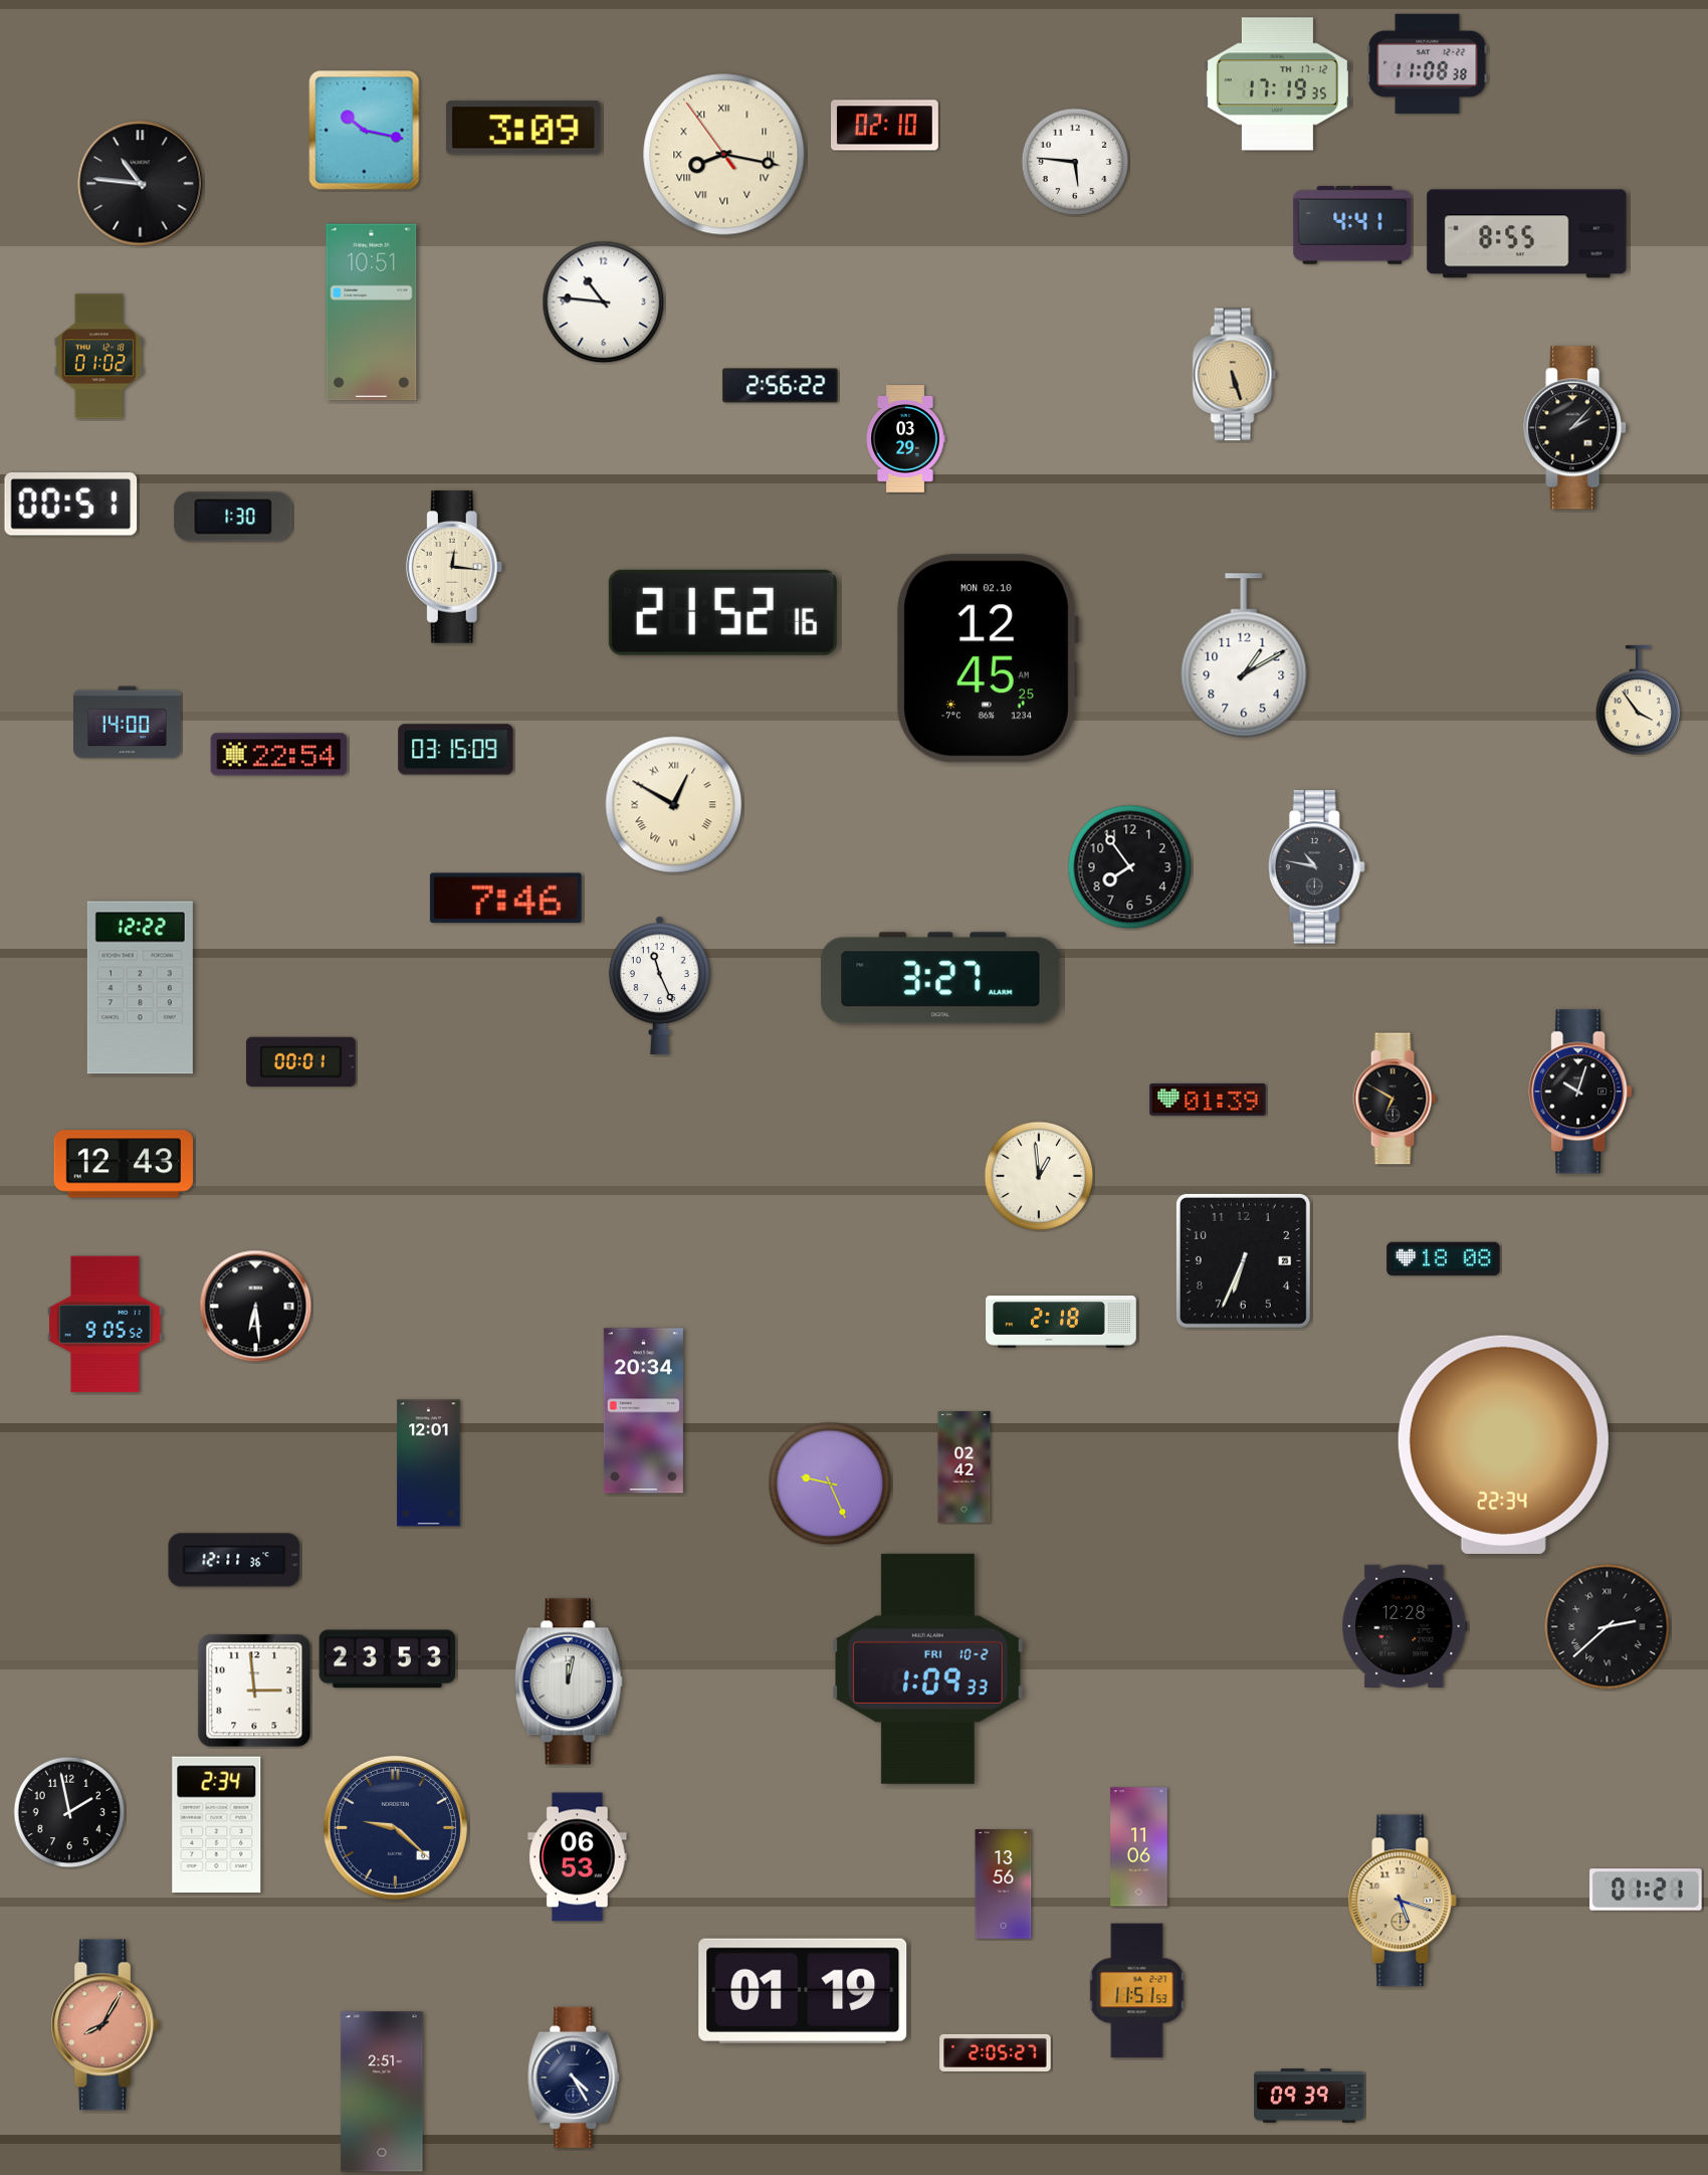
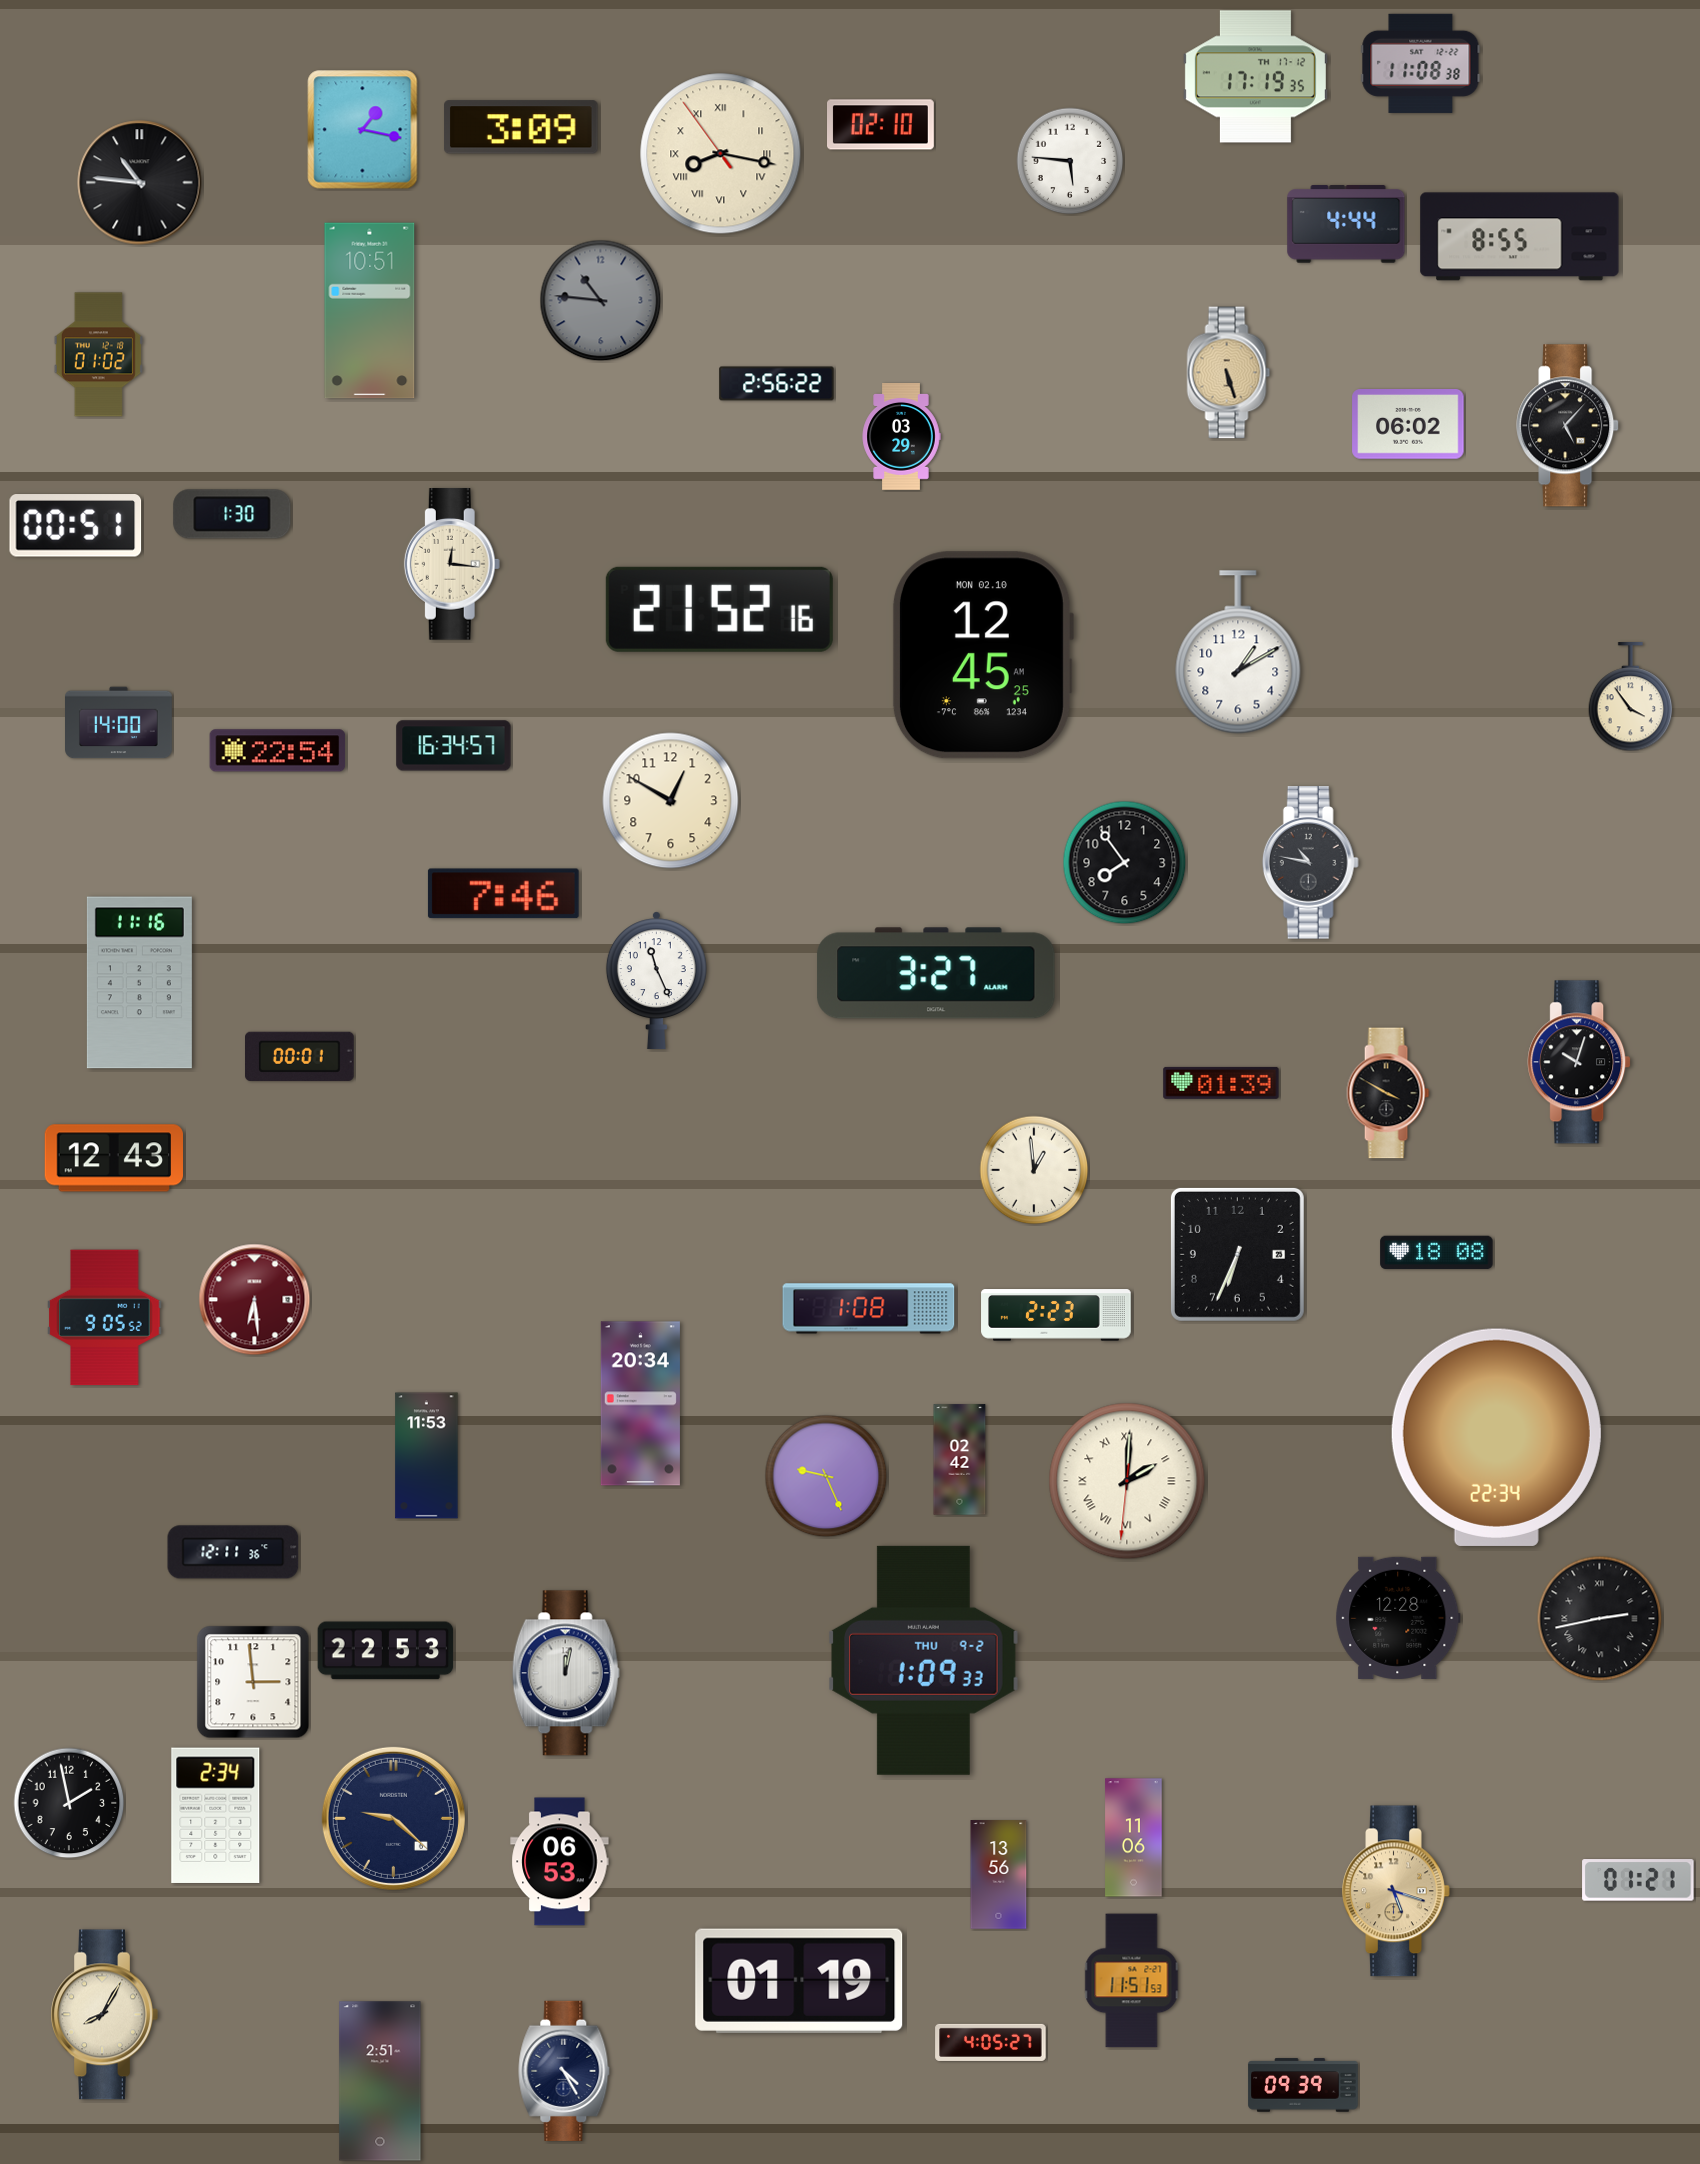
clock at (1277, 84) position: (1277, 84) -> (1255, 77)
clock at (365, 131): 10:17 -> 1:17
clock at (1352, 225): 4:41 -> 4:44
clock at (1527, 234) position: (1527, 234) -> (1520, 237)
clock at (604, 303) dial: white -> grey
clock at (1408, 424): none -> 06:02
clock at (1575, 428): 2:07 -> 5:07
clock at (71, 505) position: (71, 505) -> (76, 526)
clock at (128, 723) position: (128, 723) -> (119, 723)
clock at (456, 750): 03:15 -> 16:34
clock at (674, 805) numerals: Roman -> Arabic
clock at (140, 988): 12:22 -> 11:16
clock at (1580, 1092) position: (1580, 1092) -> (1579, 1062)
clock at (1395, 1099): 6:50 -> 3:50
clock at (1208, 1100) position: (1208, 1100) -> (1221, 1083)
clock at (123, 1164) position: (123, 1164) -> (113, 1158)
clock at (256, 1307) dial: black -> burgundy
clock at (869, 1309): none -> 1:08
clock at (1061, 1322): 2:18 -> 2:23
clock at (429, 1463): 12:01 -> 11:53
clock at (1127, 1481): none -> 2:00
clock at (1608, 1627): 2:38 -> 2:43
clock at (388, 1659): 23:53 -> 22:53
clock at (928, 1668) date: FRI 10-2 -> THU 9-2
clock at (578, 1857) position: (578, 1857) -> (560, 1862)
clock at (104, 2025) dial: salmon -> cream
clock at (996, 2052): 2:05 -> 4:05
clock at (574, 2078) position: (574, 2078) -> (564, 2071)
